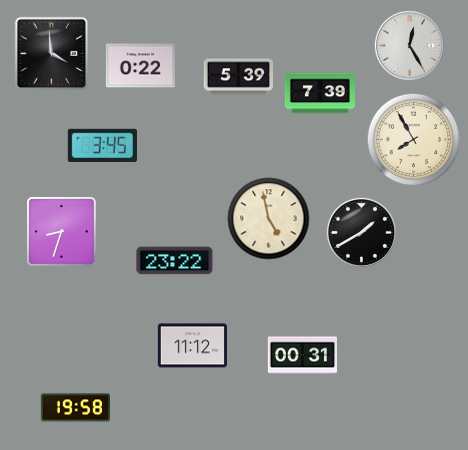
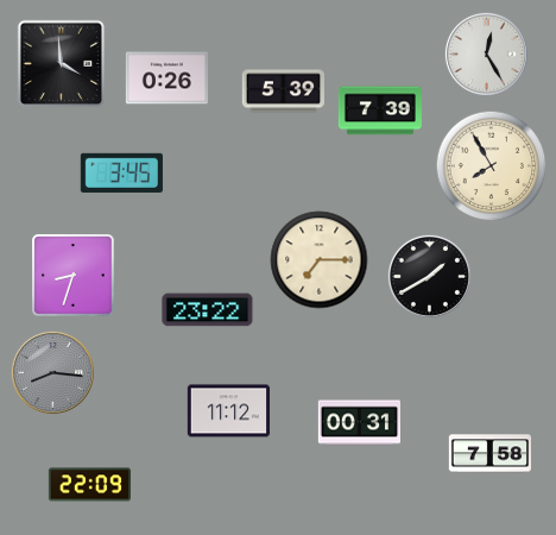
clock at (140, 66): 0:22 -> 0:26
clock at (269, 219): 4:58 -> 7:15
clock at (52, 372): none -> 8:16
clock at (489, 454): none -> 7:58
clock at (75, 408): 19:58 -> 22:09
